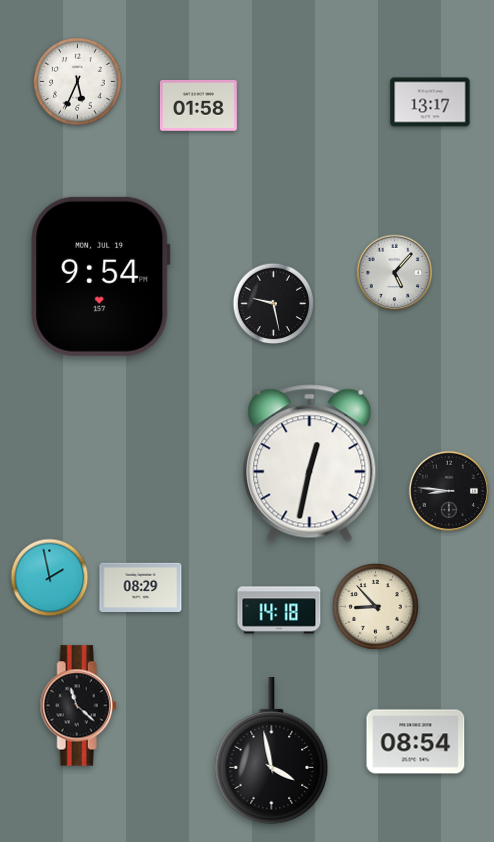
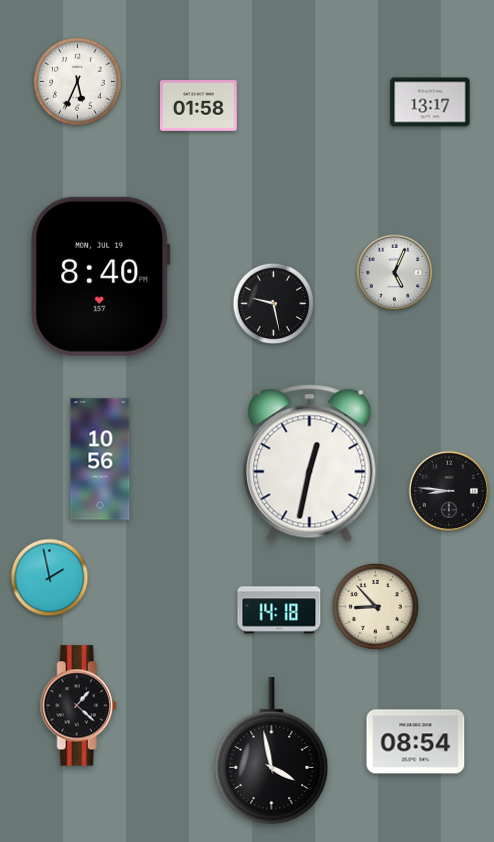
clock at (395, 273): 5:07 -> 5:04
clock at (101, 276): 9:54 -> 8:40
clock at (100, 459): none -> 10:56
clock at (141, 587): 08:29 -> none
clock at (78, 706): 11:22 -> 1:22
